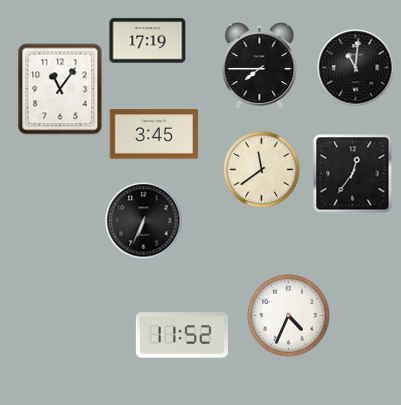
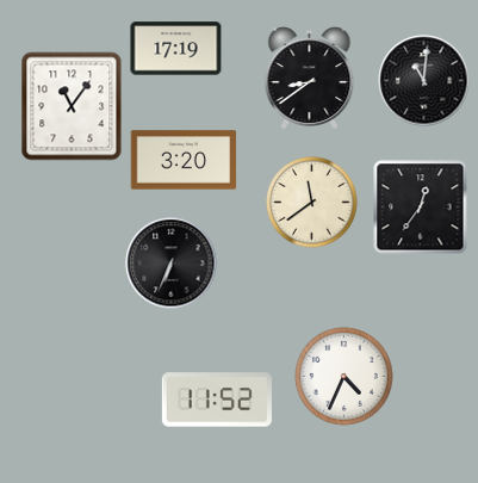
clock at (260, 66): 7:45 -> 8:39
clock at (154, 134): 3:45 -> 3:20
